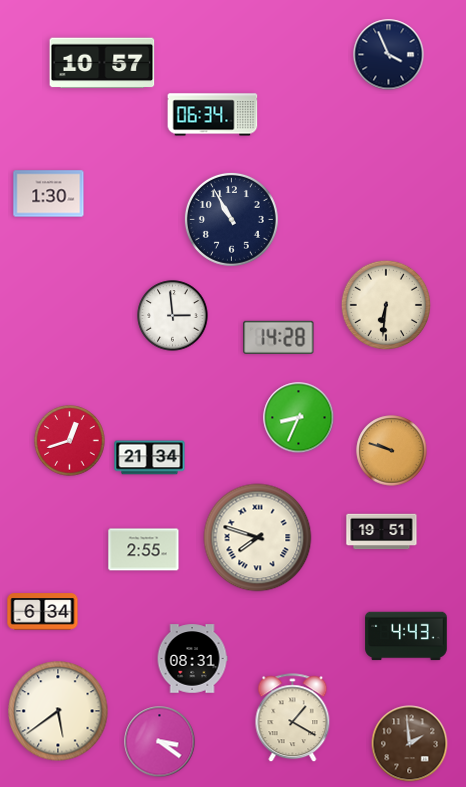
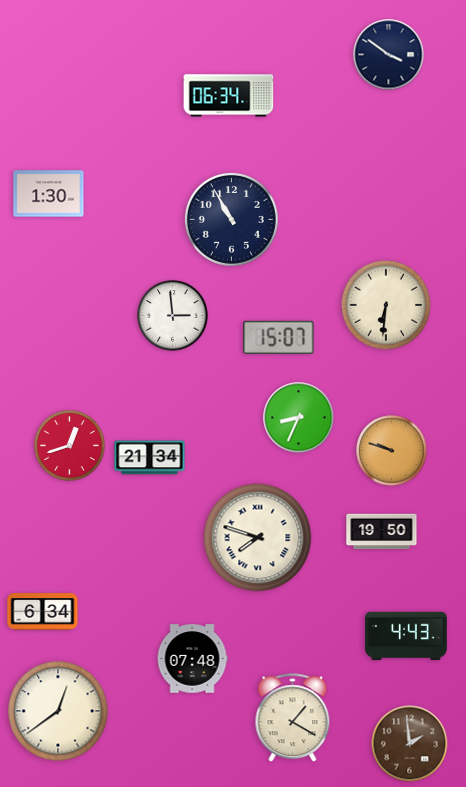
clock at (389, 55): 3:56 -> 3:51
clock at (102, 63): 10:57 -> none
clock at (213, 115) position: (213, 115) -> (229, 96)
clock at (279, 337): 14:28 -> 15:07
clock at (70, 441) position: (70, 441) -> (70, 446)
clock at (382, 532): 19:51 -> 19:50
clock at (144, 550): 2:55 -> none
clock at (192, 659): 08:31 -> 07:48
clock at (58, 711): 5:39 -> 12:39
clock at (160, 742): 3:21 -> none
